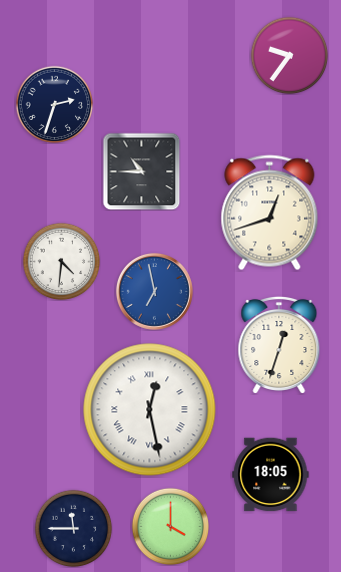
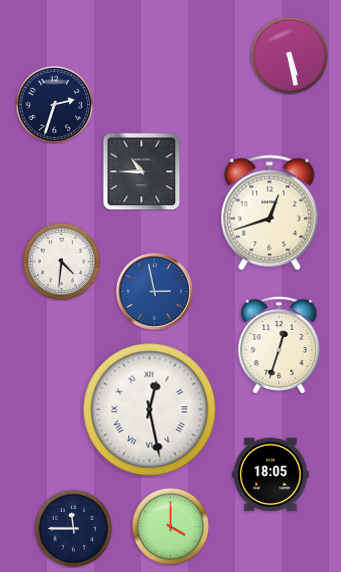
clock at (289, 55): 9:36 -> 5:28
clock at (154, 291): 6:58 -> 2:58
